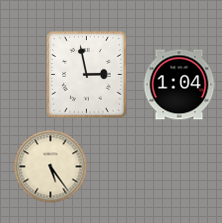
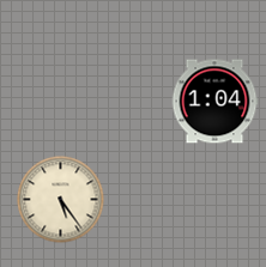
clock at (87, 75): 2:58 -> none
